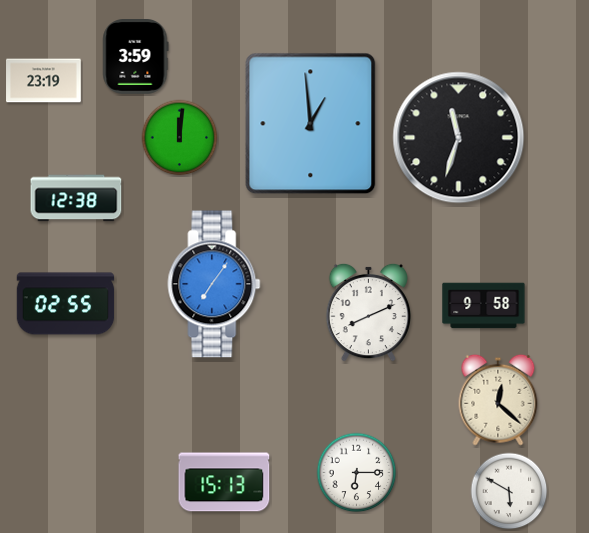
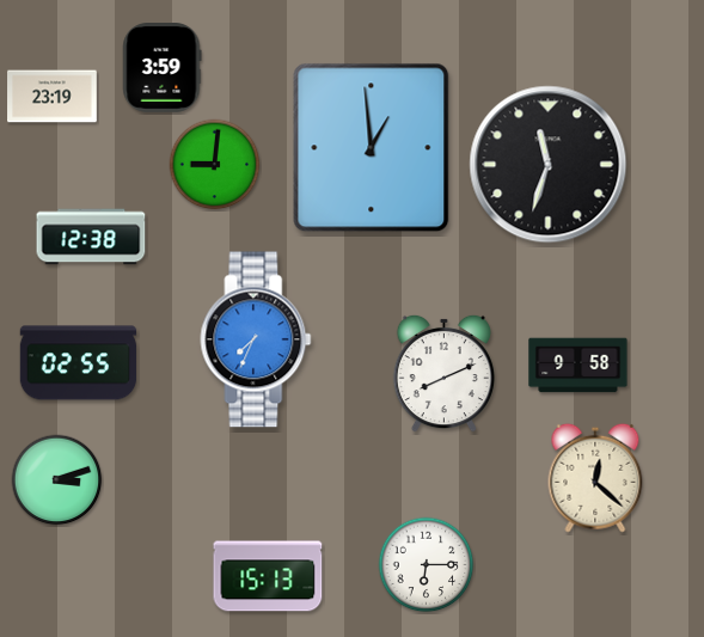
clock at (180, 138): 12:01 -> 9:01
clock at (214, 284): 7:06 -> 7:34
clock at (368, 312) position: (368, 312) -> (443, 373)
clock at (57, 480): none -> 3:12
clock at (509, 491): 5:50 -> none
